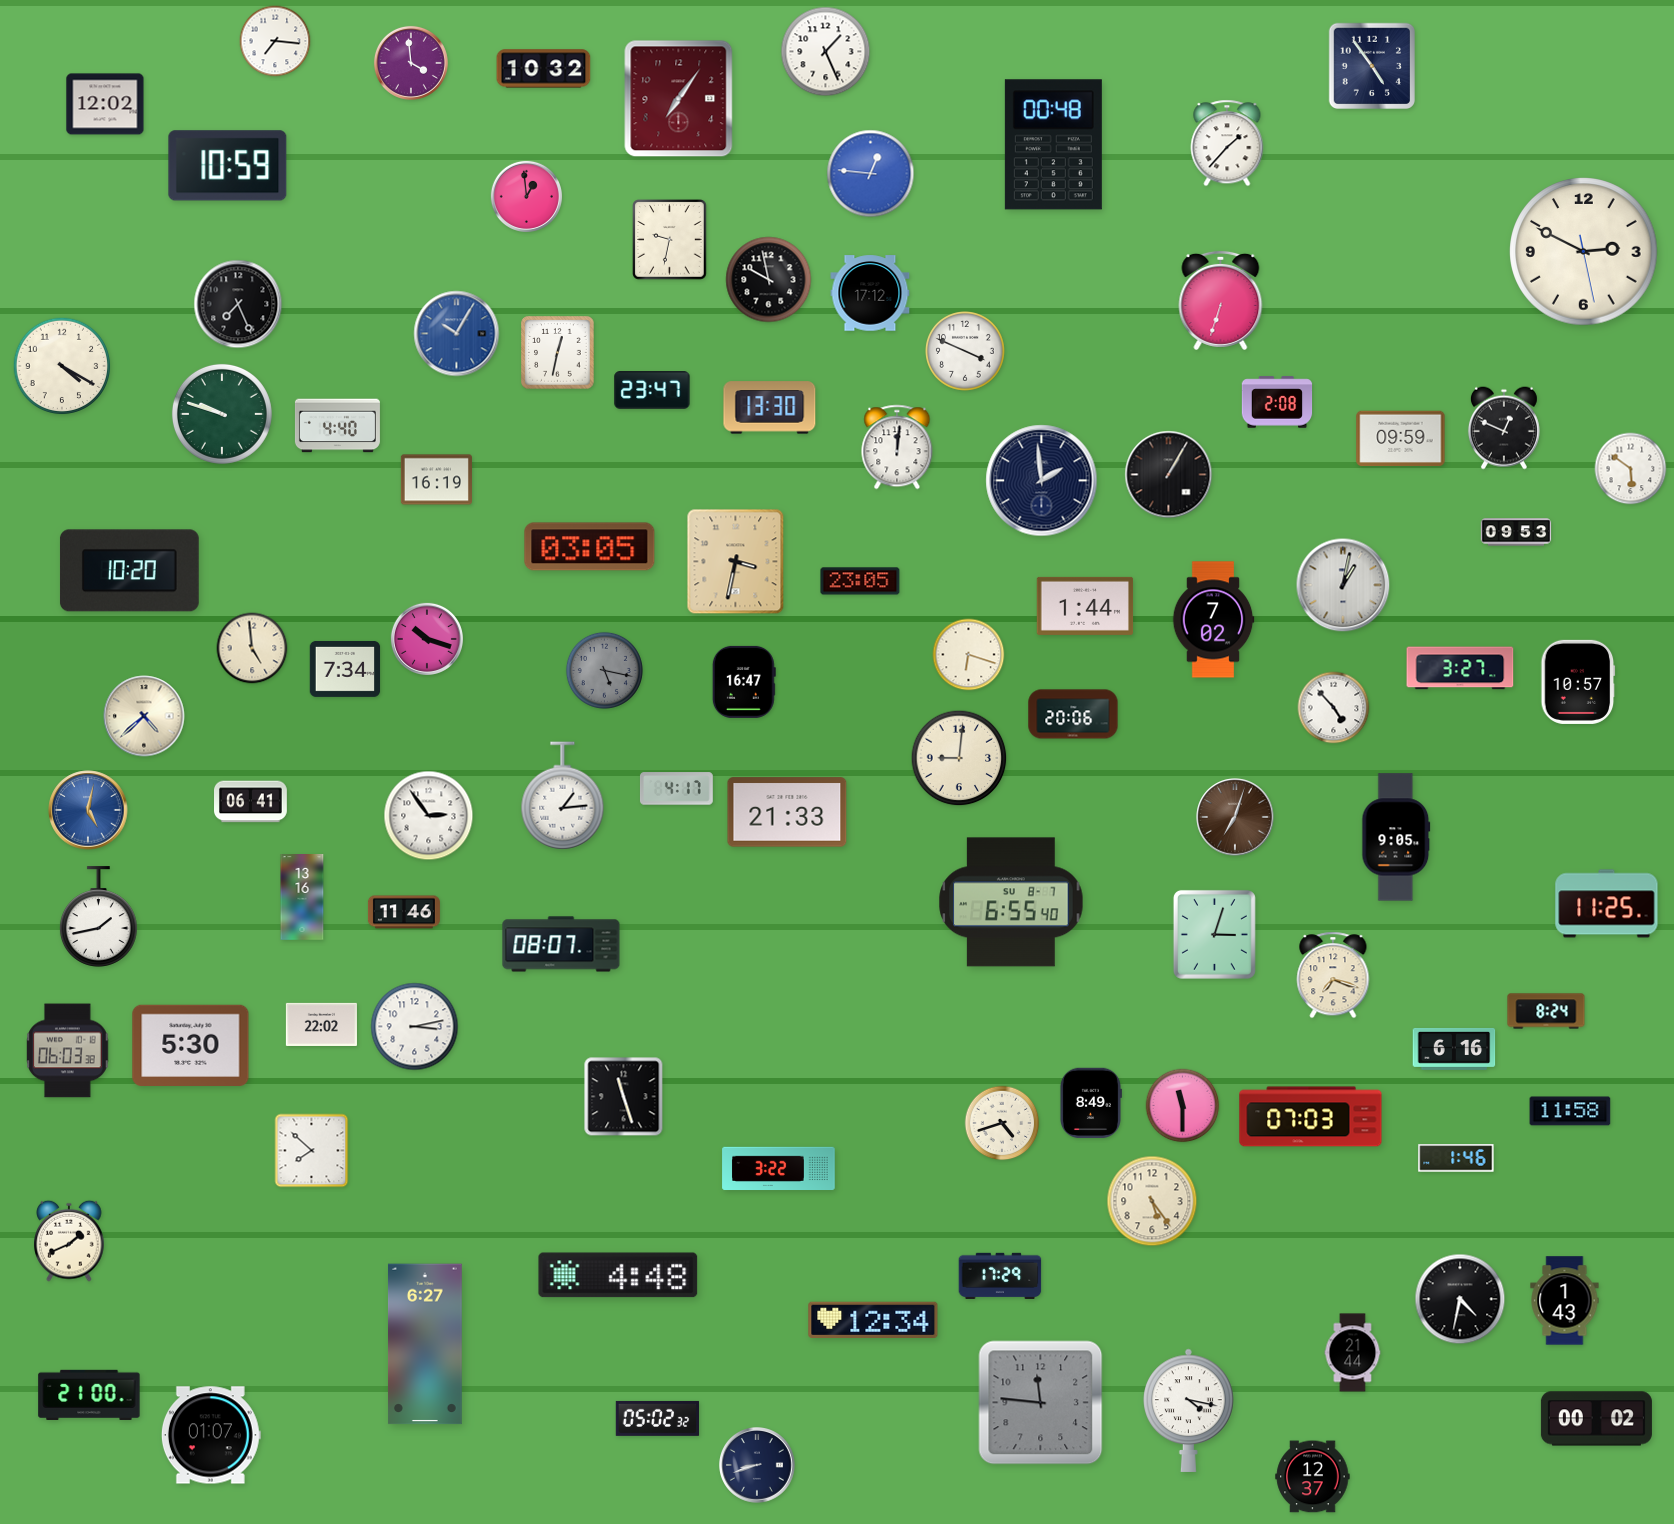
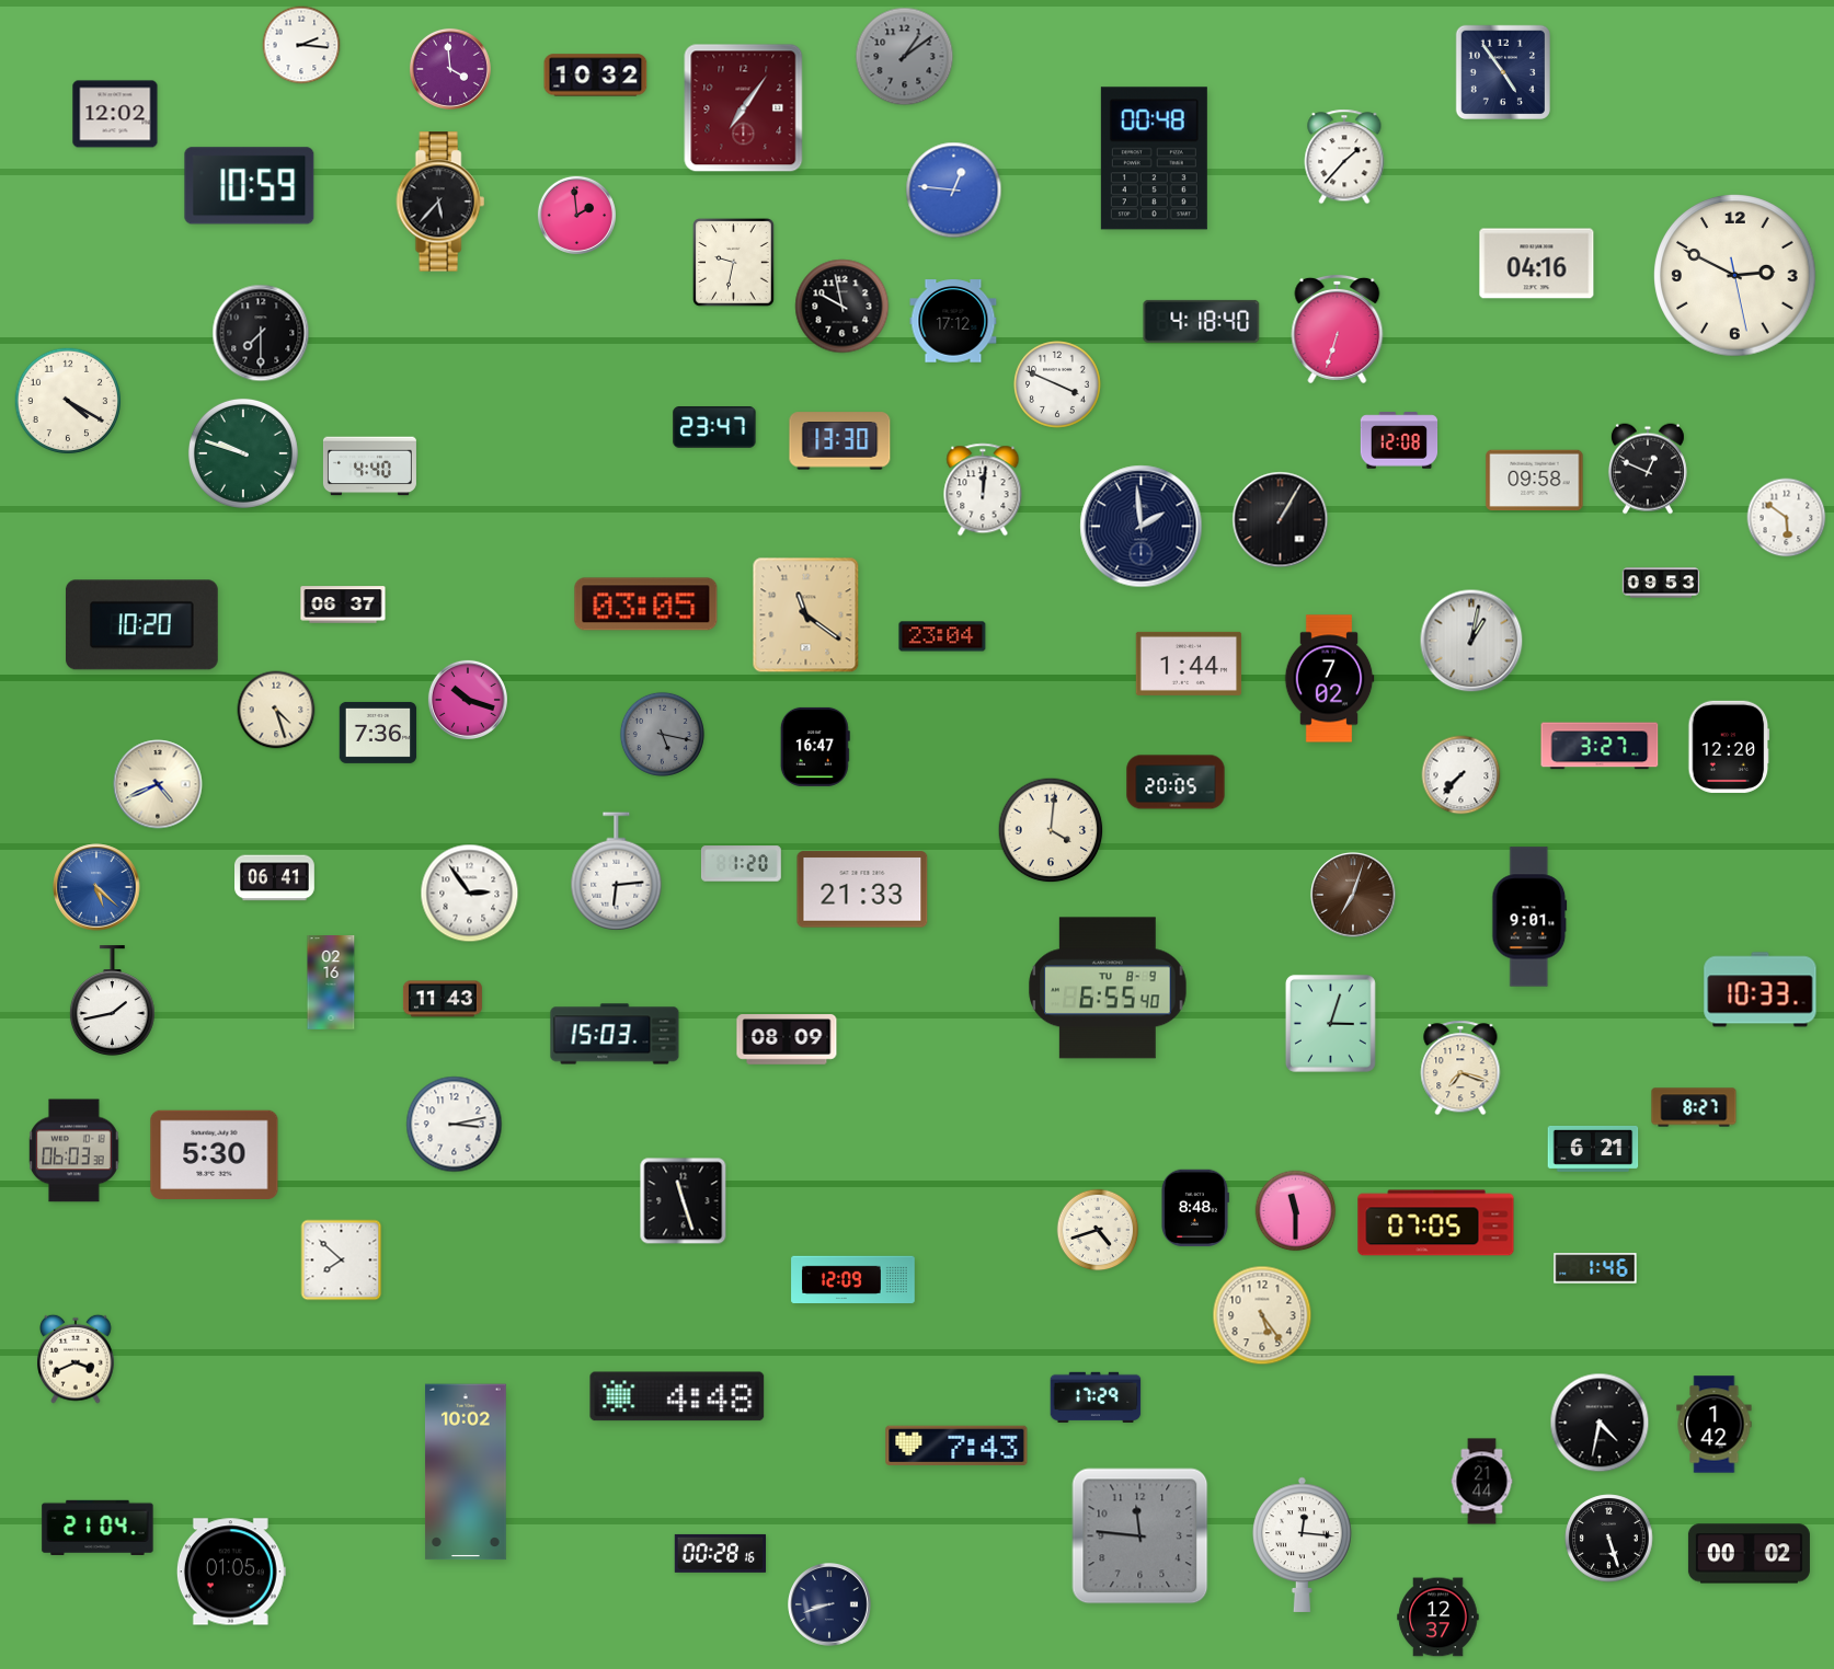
clock at (275, 41): 7:16 -> 2:16
clock at (826, 52): 1:26 -> 1:09
clock at (826, 52) dial: white -> grey
clock at (228, 166) position: (228, 166) -> (250, 186)
clock at (440, 202): none -> 5:37
clock at (526, 196): 12:59 -> 1:59
clock at (1537, 264): none -> 04:16
clock at (1202, 321): none -> 4:18
clock at (238, 304): 7:26 -> 7:30
clock at (457, 334): 10:05 -> none
clock at (558, 353): 12:32 -> none
clock at (1277, 402): 2:08 -> 12:08
clock at (770, 408) position: (770, 408) -> (840, 441)
clock at (1401, 439): 09:59 -> 09:58
clock at (1631, 469) position: (1631, 469) -> (1787, 518)
clock at (436, 480): 16:19 -> none
clock at (590, 547) position: (590, 547) -> (646, 605)
clock at (343, 605): none -> 06:37
clock at (736, 562): 3:32 -> 11:21
clock at (860, 581): 23:05 -> 23:04
clock at (252, 648): 4:59 -> 4:27
clock at (969, 655): 6:18 -> none
clock at (1460, 668) position: (1460, 668) -> (1600, 746)
clock at (345, 669): 7:34 -> 7:36
clock at (1578, 682): 10:57 -> 12:20
clock at (1334, 708): 4:53 -> 7:37
clock at (1073, 714): 20:06 -> 20:05
clock at (144, 716): 4:38 -> 4:41
clock at (959, 758): 9:01 -> 4:01
clock at (676, 789): 4:17 -> 1:20
clock at (563, 796): 1:14 -> 6:14
clock at (88, 810): 5:02 -> 5:22
clock at (1396, 837): 9:05 -> 9:01
clock at (302, 898): 13:16 -> 02:16
clock at (1011, 902) date: SU 8-7 -> TU 8-9
clock at (1607, 904): 11:25 -> 10:33
clock at (404, 912): 11:46 -> 11:43
clock at (98, 917) position: (98, 917) -> (112, 1001)
clock at (561, 944): 08:07 -> 15:03
clock at (787, 1039): none -> 08:09
clock at (1546, 1011): 8:24 -> 8:27
clock at (321, 1024): 22:02 -> none
clock at (191, 1045) position: (191, 1045) -> (215, 1154)
clock at (1454, 1049): 6:16 -> 6:21
clock at (1090, 1103): 8:49 -> 8:48
clock at (1570, 1111): 11:58 -> none
clock at (1311, 1117): 07:03 -> 07:05
clock at (779, 1169): 3:22 -> 12:09
clock at (69, 1241): 1:41 -> 3:41
clock at (1565, 1301): 1:43 -> 1:42
clock at (873, 1319): 12:34 -> 7:43
clock at (425, 1344): 6:27 -> 10:02
clock at (89, 1395): 21:00 -> 21:04
clock at (1609, 1539): none -> 5:27
clock at (1189, 1410): 4:17 -> 12:16
clock at (658, 1418): 05:02 -> 00:28
clock at (211, 1435): 01:07 -> 01:05
